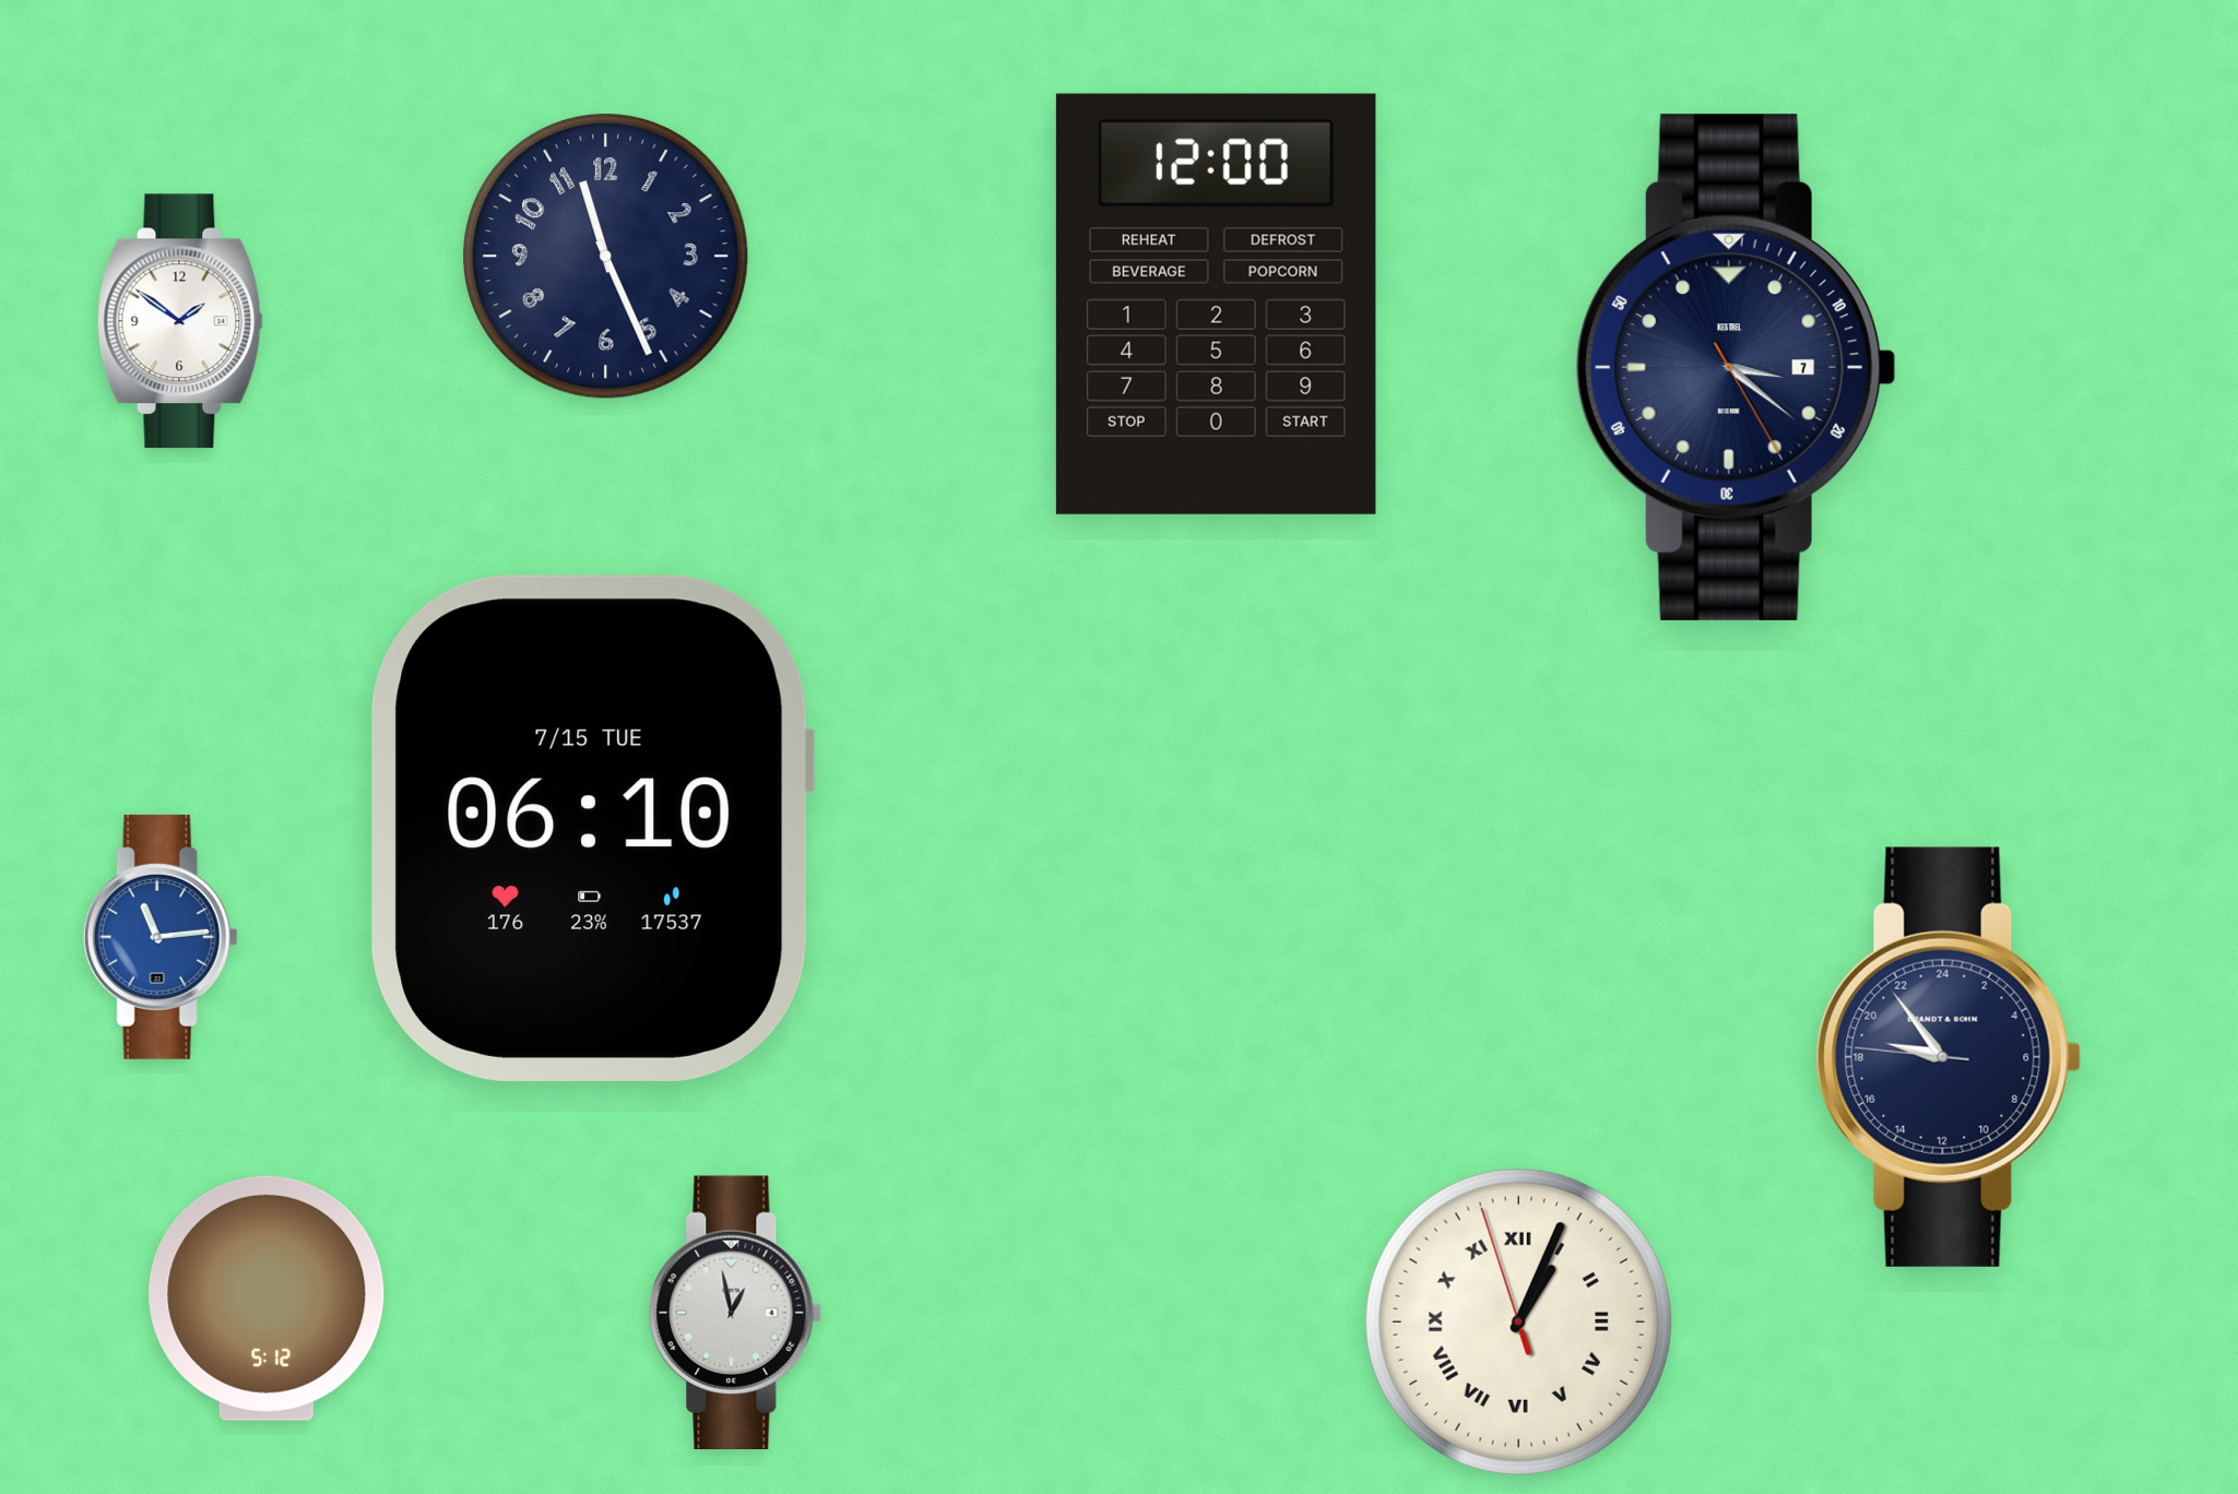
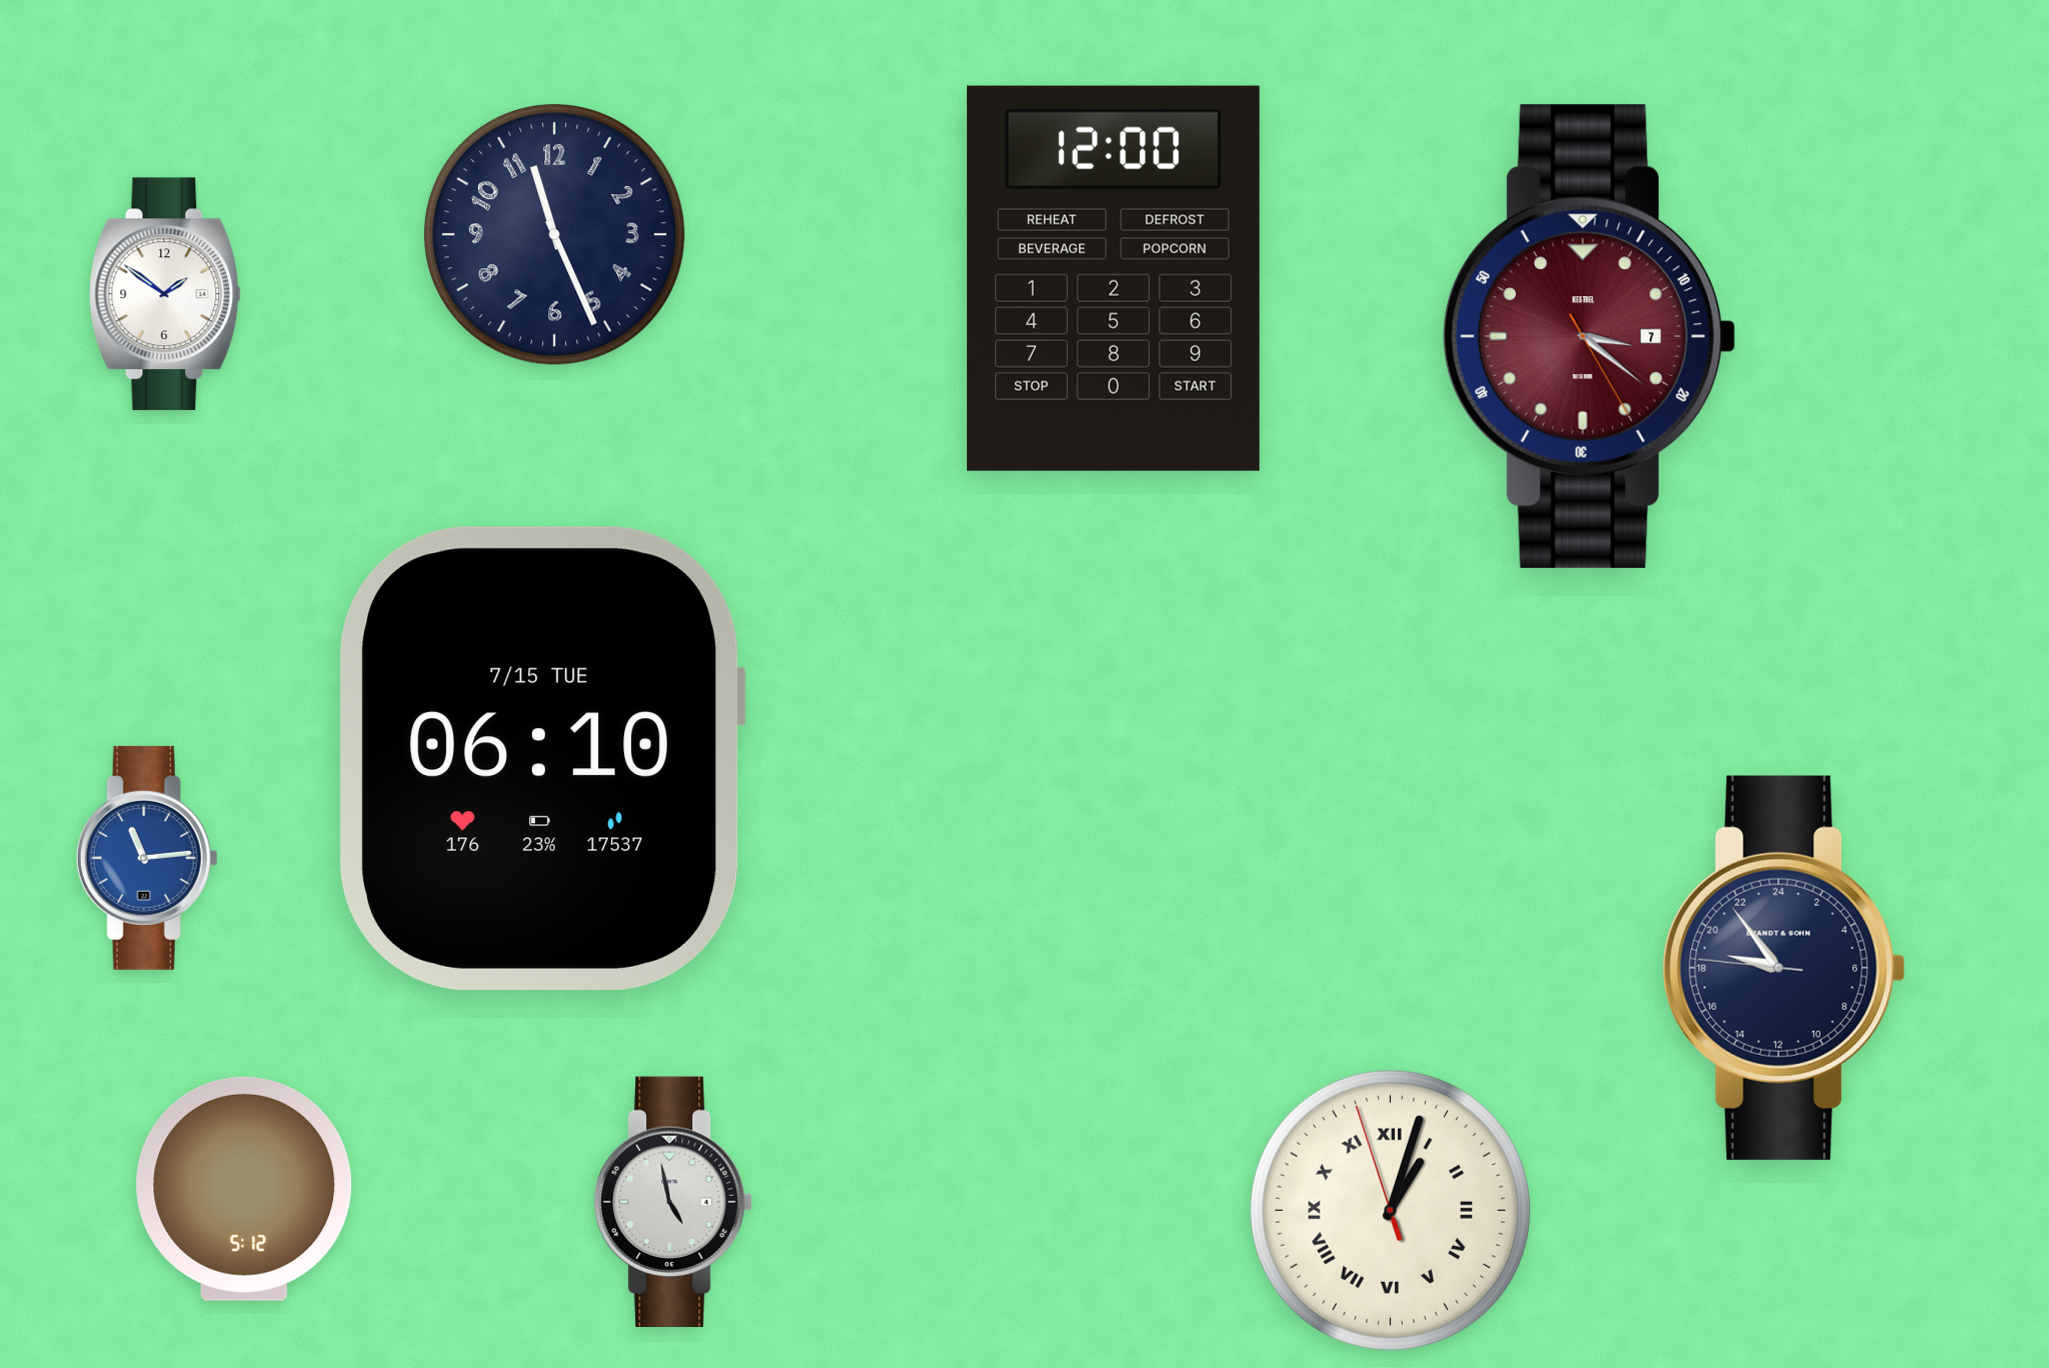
clock at (1736, 367) dial: navy -> burgundy
clock at (735, 1312): 12:58 -> 4:58
clock at (1518, 1321): 1:03 -> 1:02
